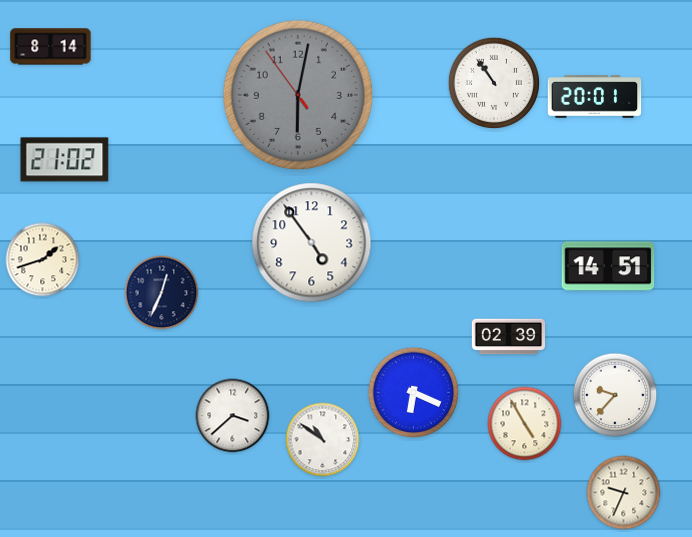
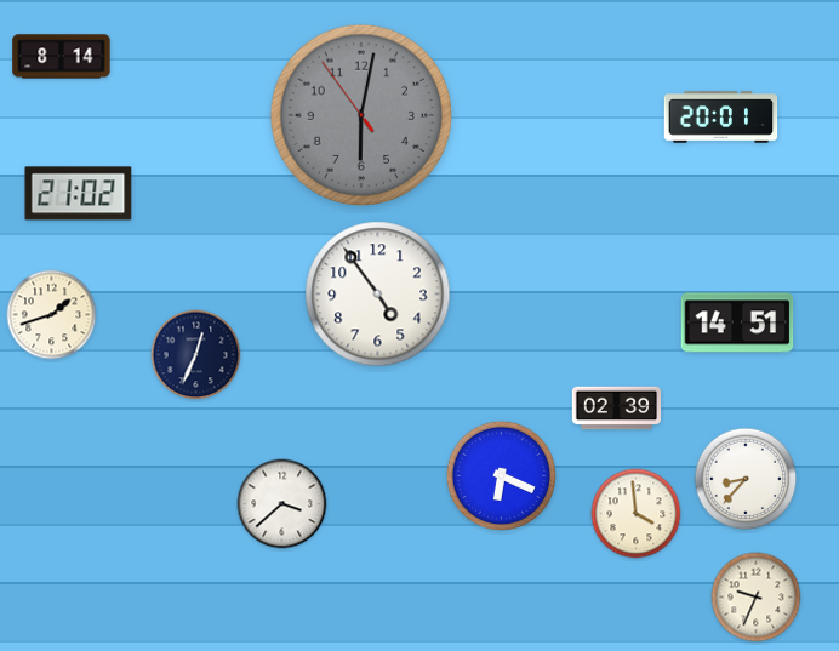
clock at (493, 82): 10:54 -> none
clock at (615, 395): 9:37 -> 8:37
clock at (525, 424): 4:55 -> 3:59
clock at (323, 440): 10:51 -> none
